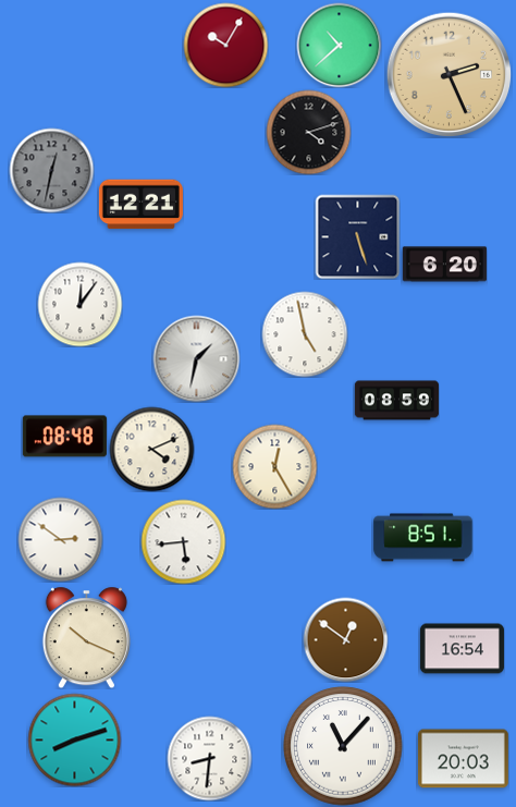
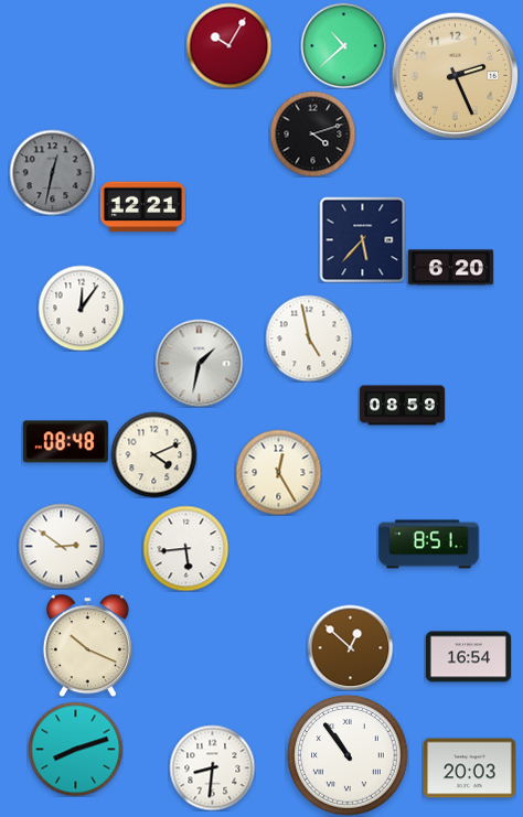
clock at (357, 236): 5:27 -> 5:37
clock at (345, 639): 12:51 -> 12:52
clock at (343, 746): 11:07 -> 10:54
